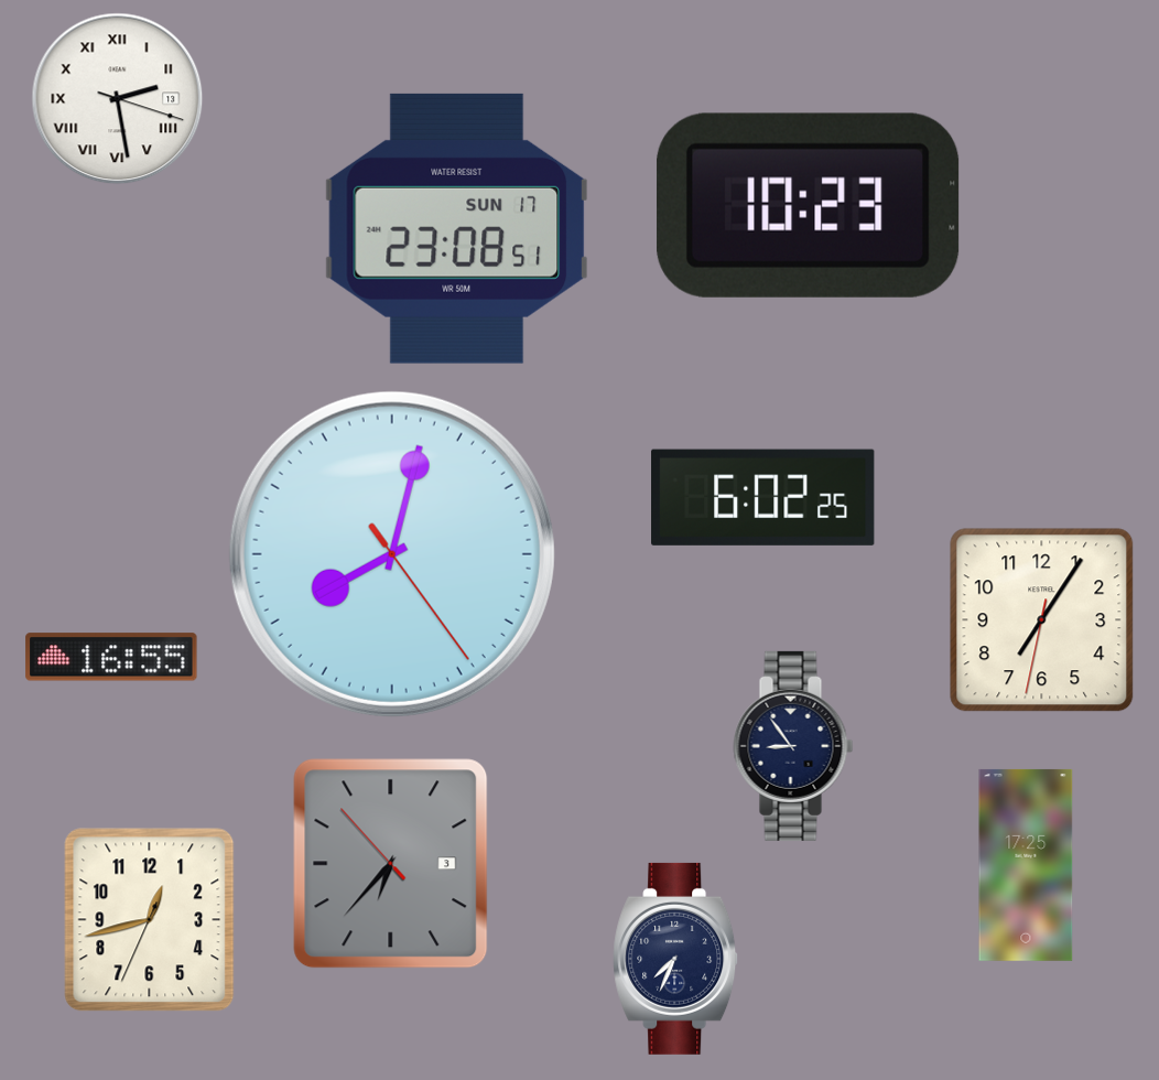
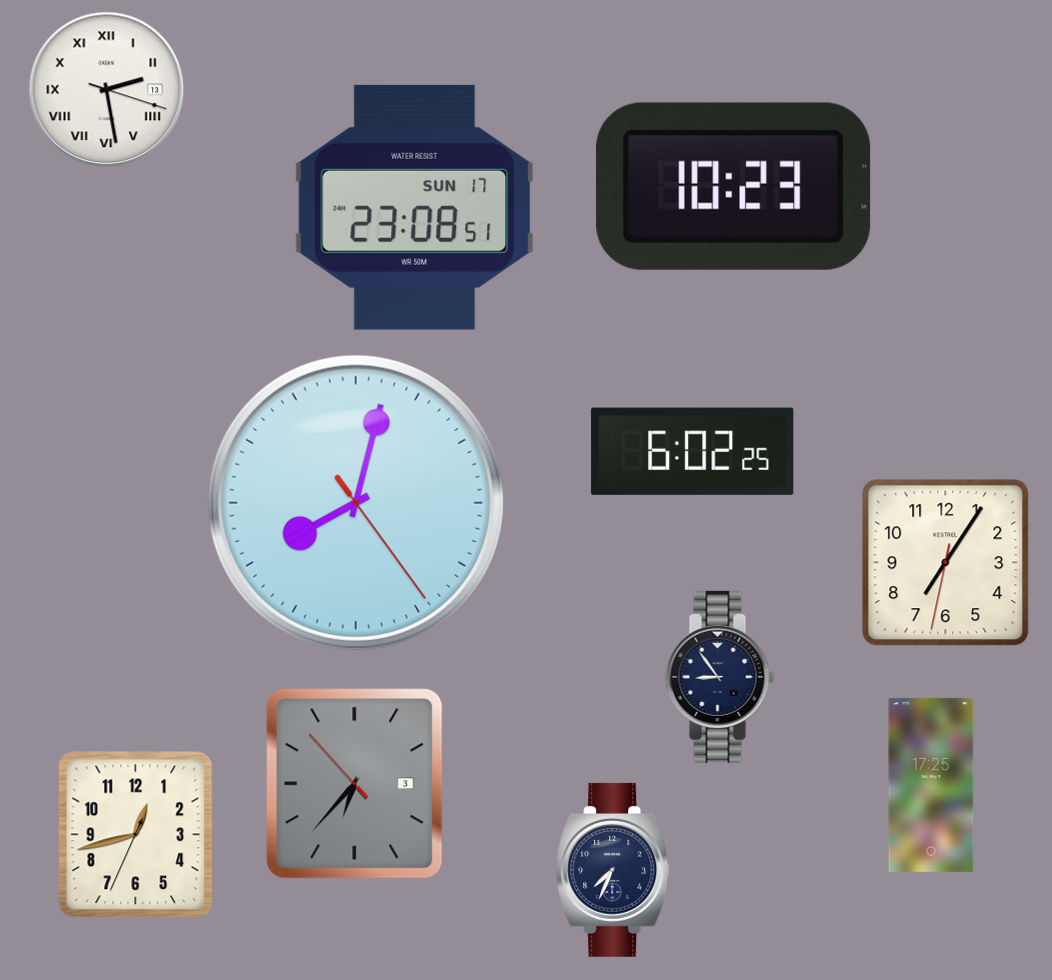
clock at (111, 657): 16:55 -> none
